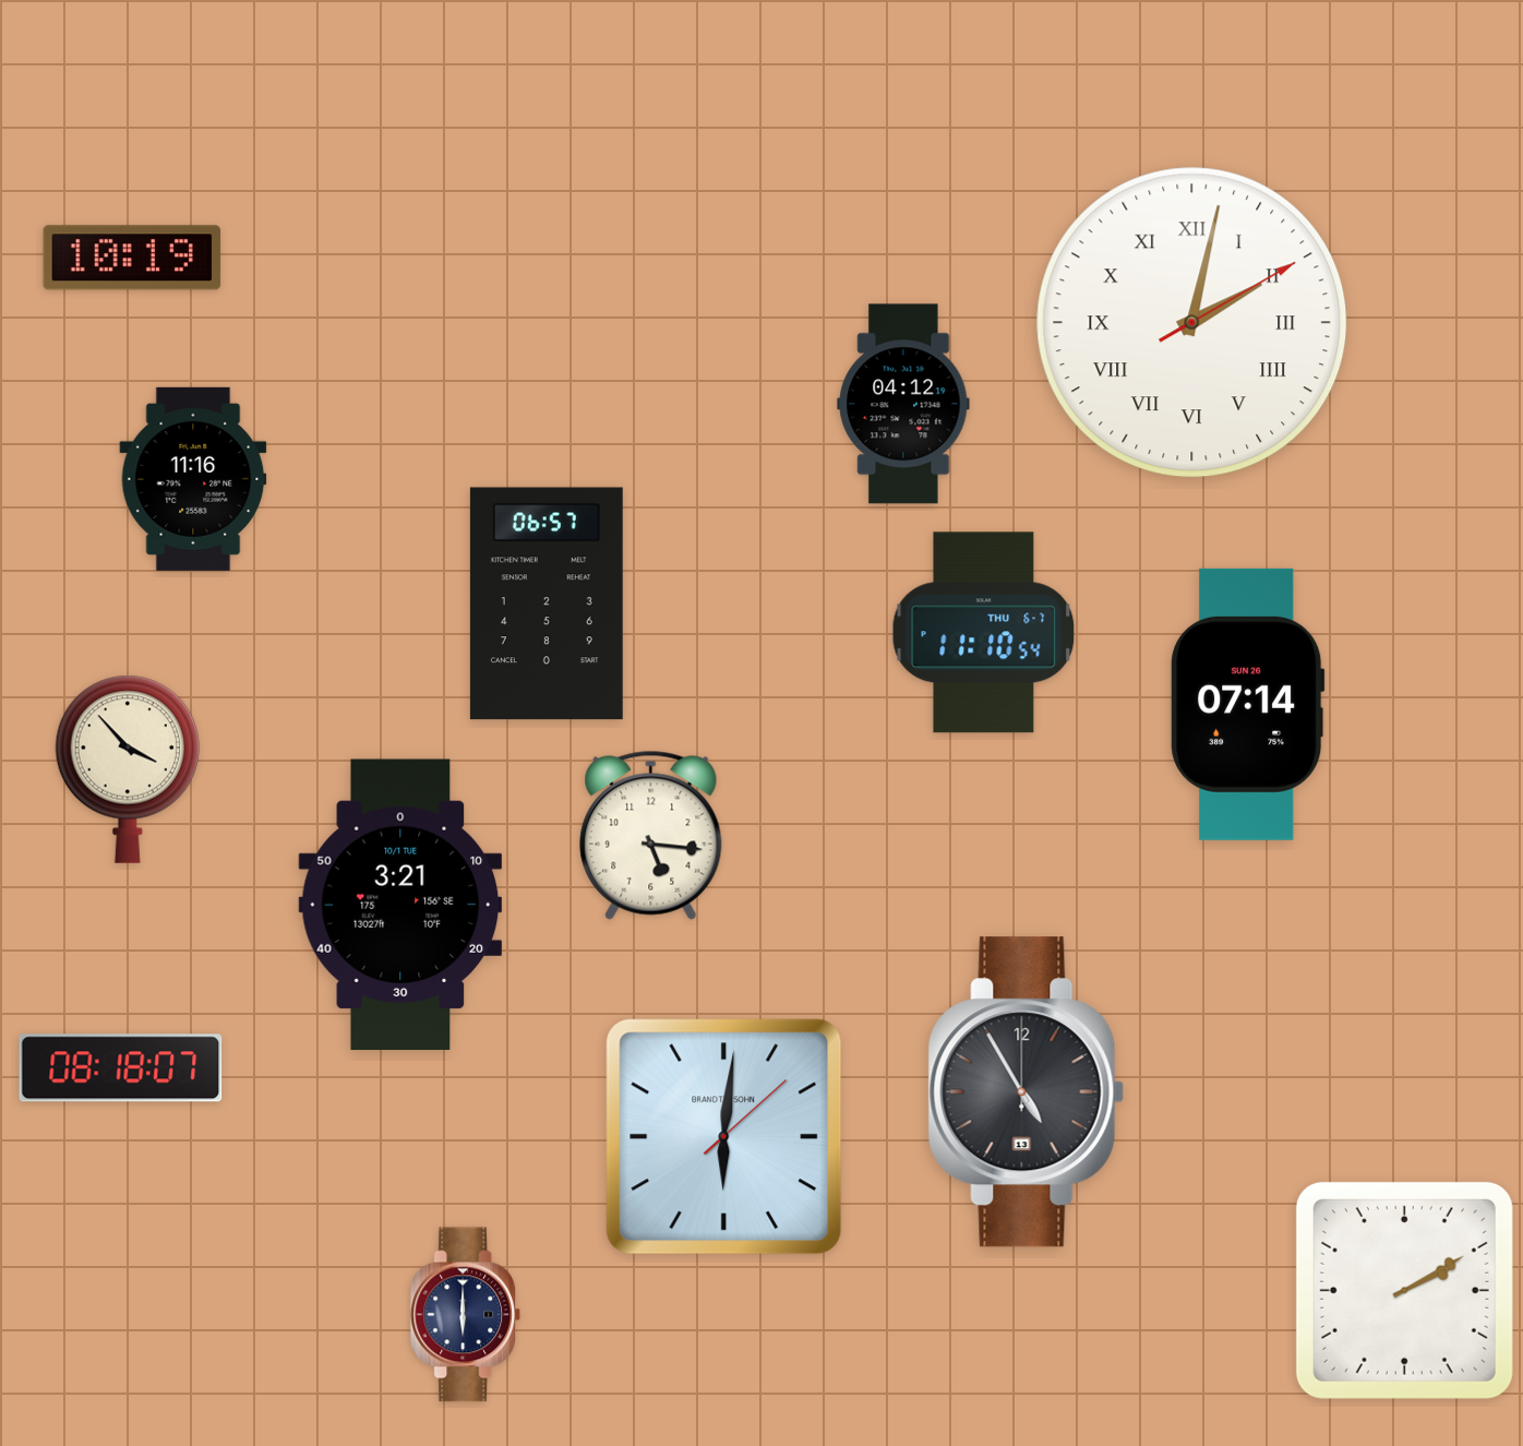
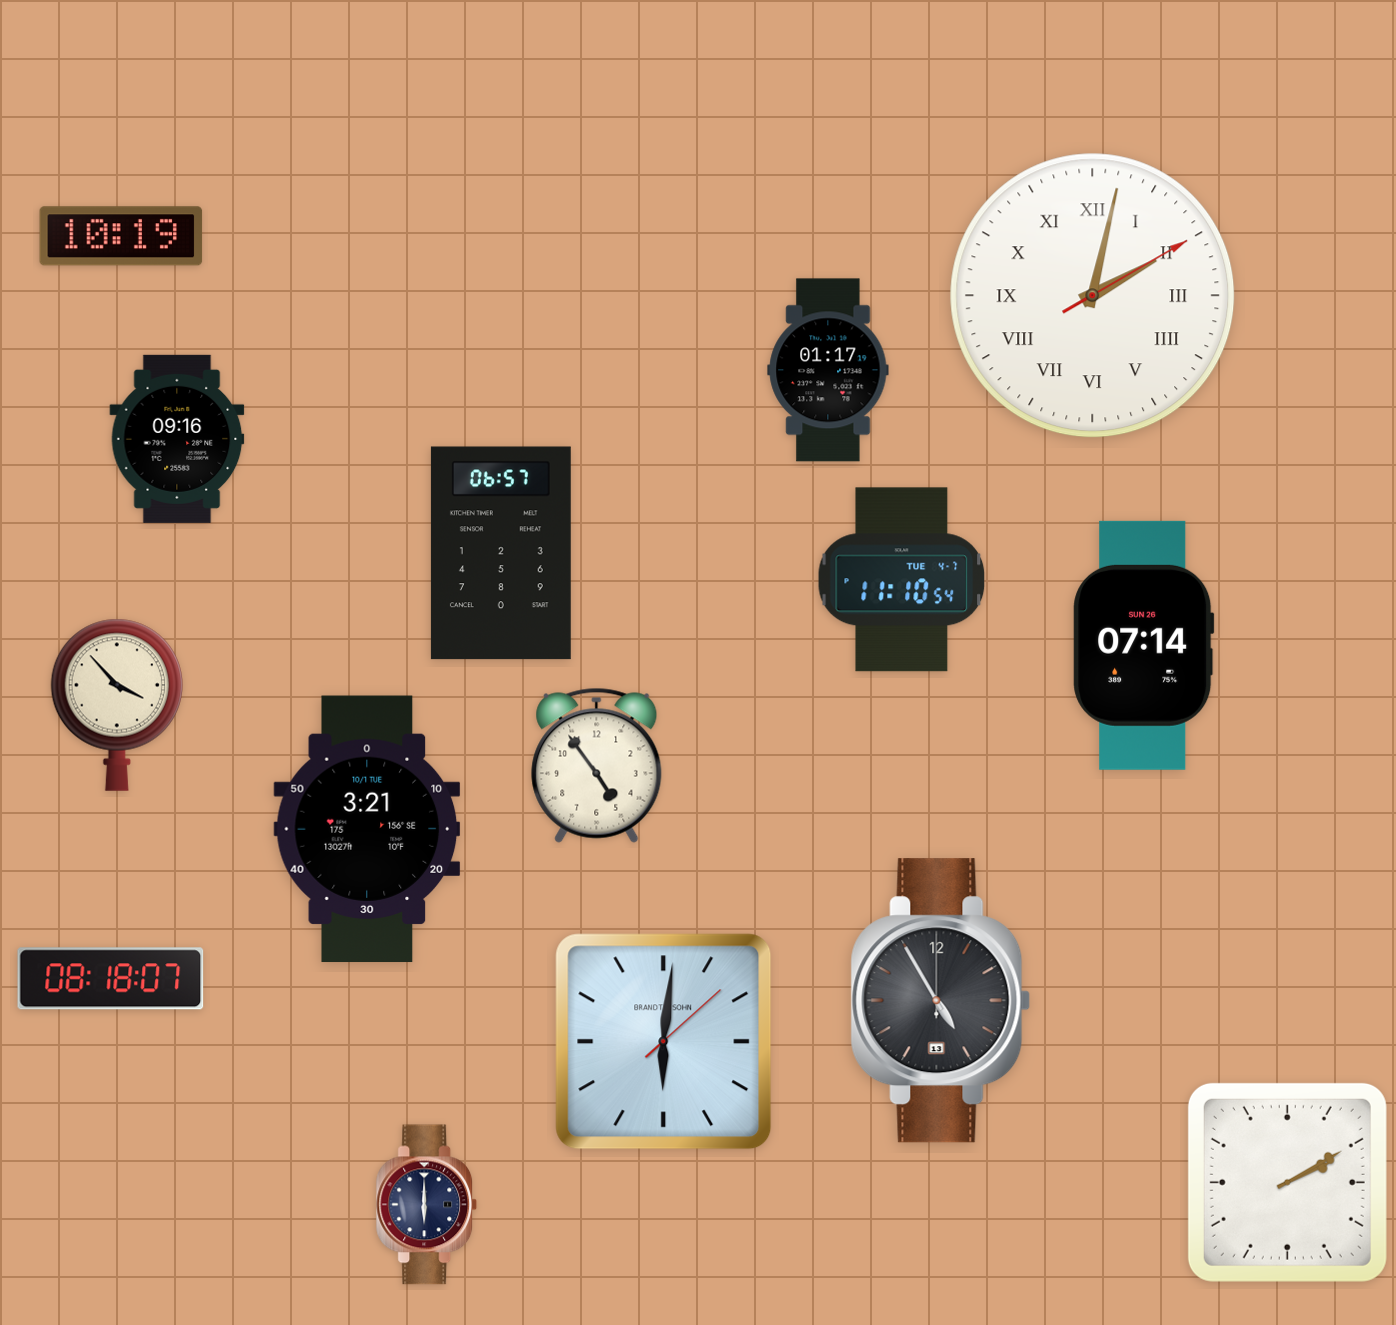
clock at (903, 404): 04:12 -> 01:17
clock at (193, 479): 11:16 -> 09:16
clock at (984, 633) date: THU 6-7 -> TUE 4-7
clock at (651, 835): 5:16 -> 4:54
